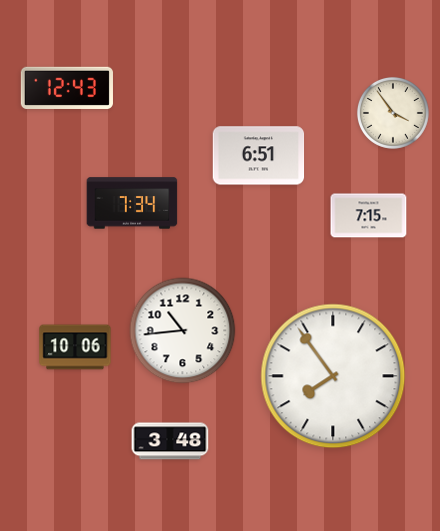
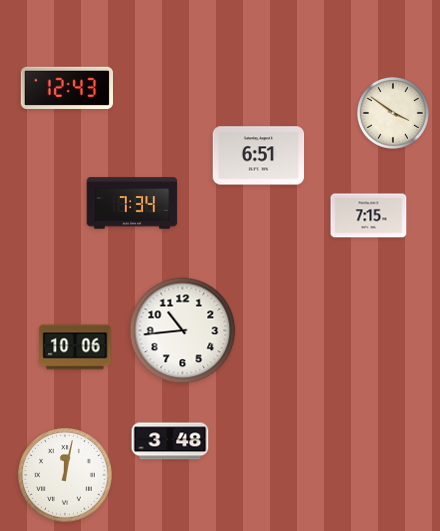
clock at (393, 113): 3:54 -> 3:51
clock at (333, 376): 7:54 -> none
clock at (65, 475): none -> 12:02
